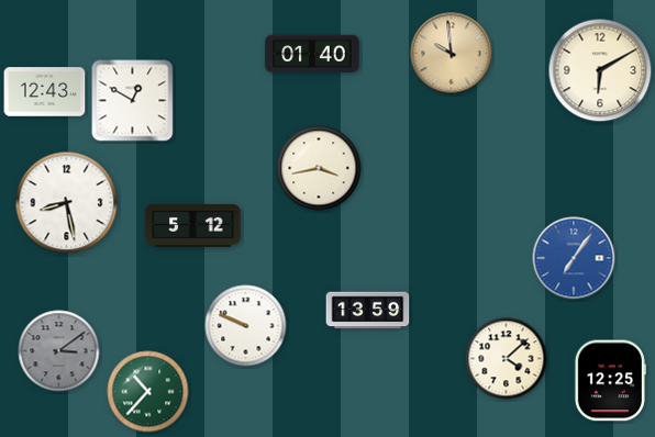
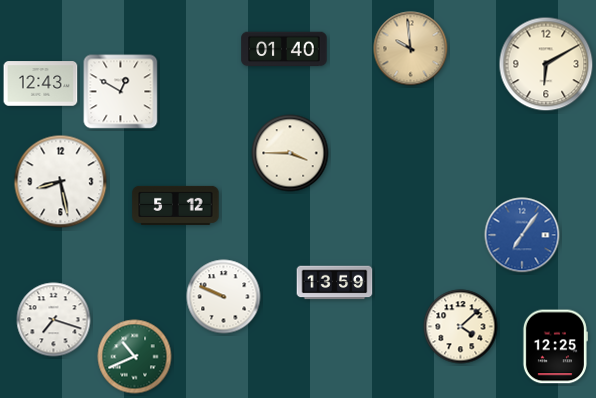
clock at (319, 168): 3:43 -> 3:45
clock at (67, 203) position: (67, 203) -> (61, 182)
clock at (59, 351): 3:09 -> 7:18
clock at (59, 351) dial: grey -> white
clock at (148, 392): 10:37 -> 10:41
